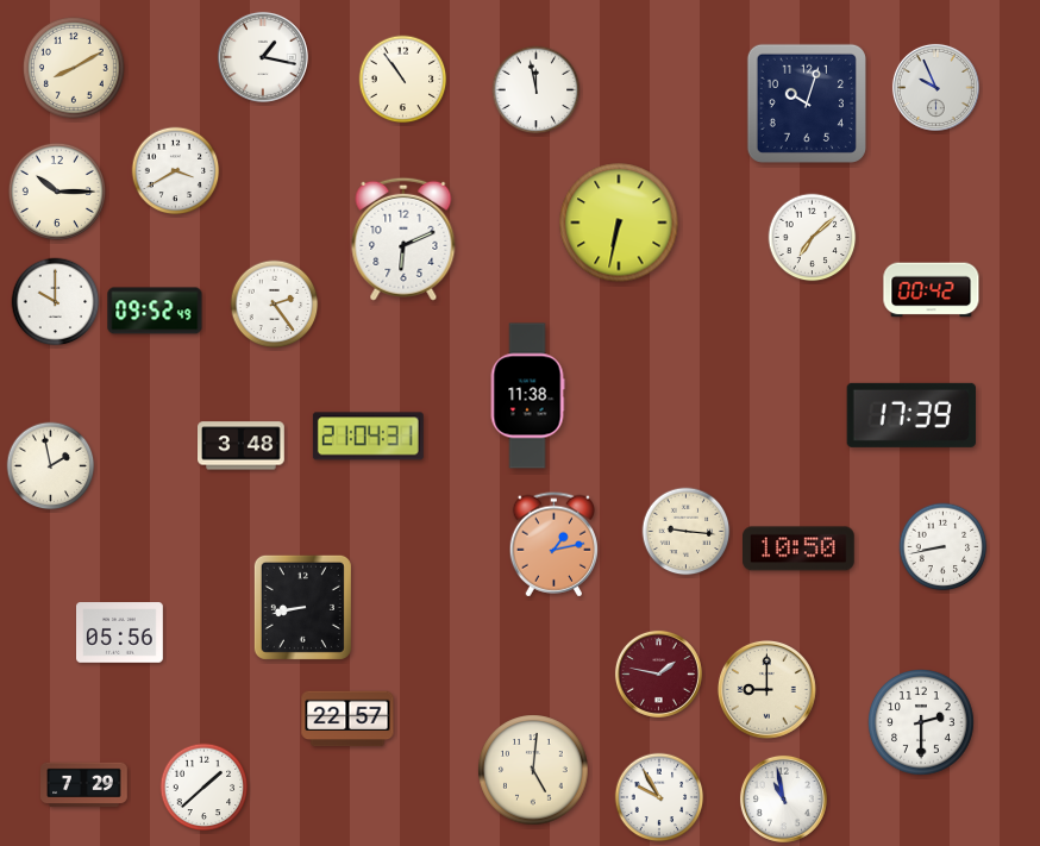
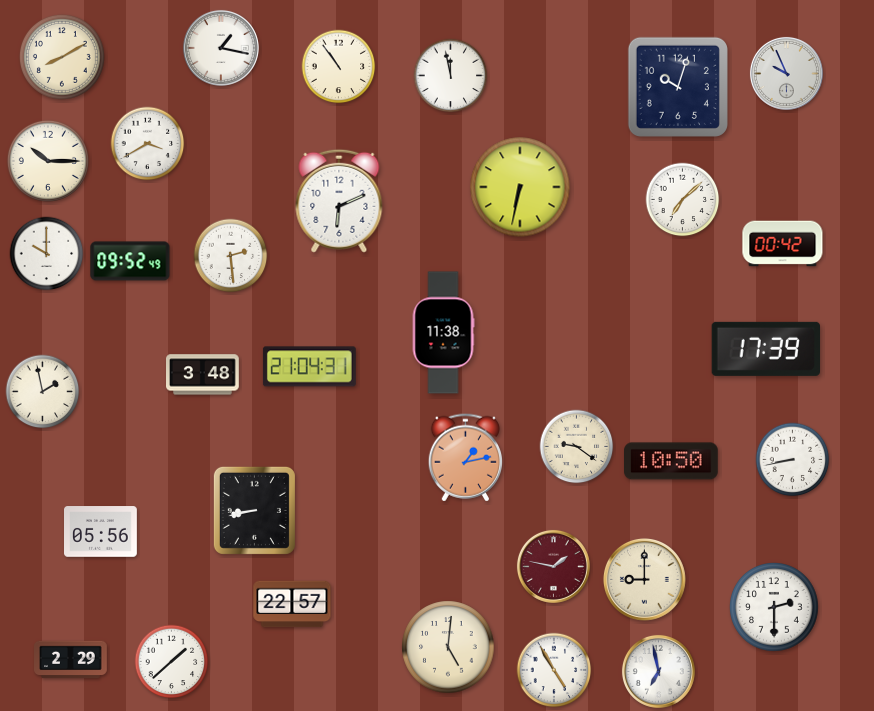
clock at (275, 305): 2:24 -> 2:29
clock at (687, 532): 9:16 -> 9:21
clock at (84, 785): 7:29 -> 2:29
clock at (659, 797): 9:55 -> 4:55
clock at (783, 798): 10:58 -> 6:58
